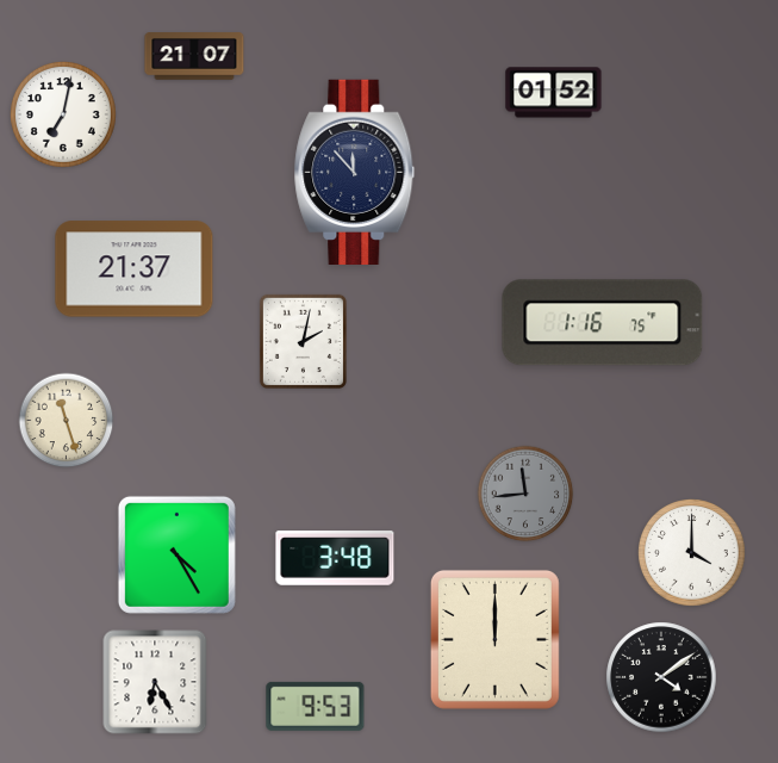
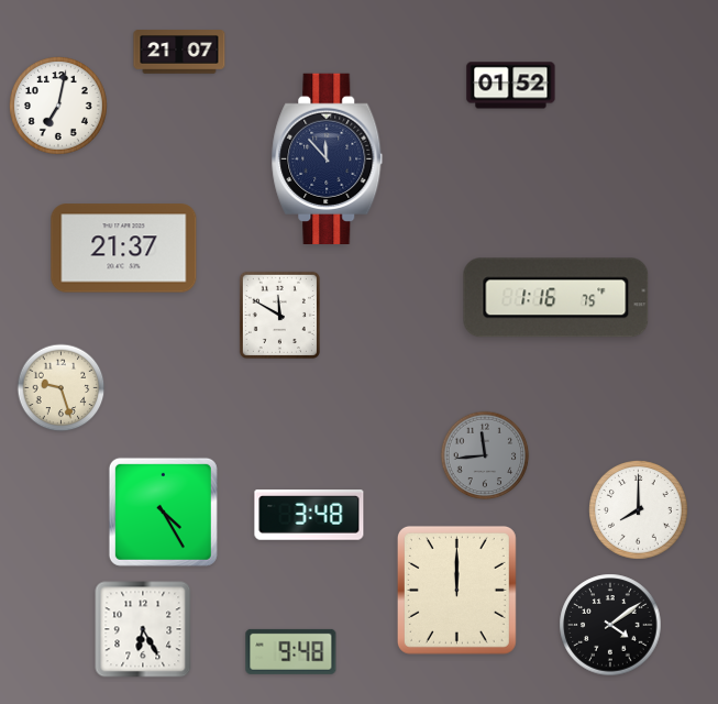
clock at (303, 341): 2:02 -> 11:50
clock at (67, 421): 11:27 -> 9:27
clock at (692, 553): 4:00 -> 8:00
clock at (316, 706): 9:53 -> 9:48
